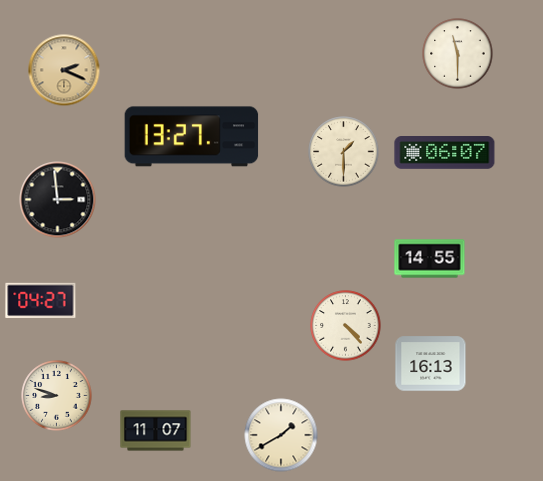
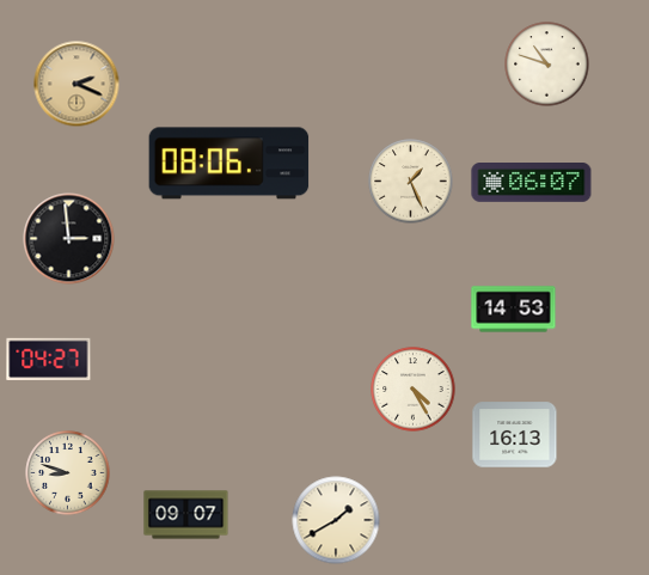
clock at (458, 54): 11:30 -> 10:48
clock at (192, 137): 13:27 -> 08:06
clock at (344, 152): 1:30 -> 1:26
clock at (430, 259): 14:55 -> 14:53
clock at (346, 326): 4:23 -> 4:25
clock at (156, 431): 11:07 -> 09:07
